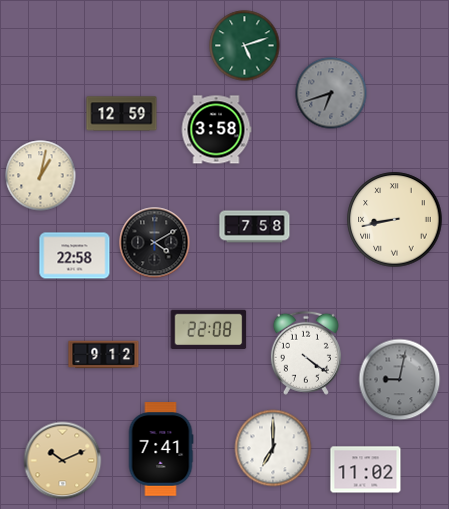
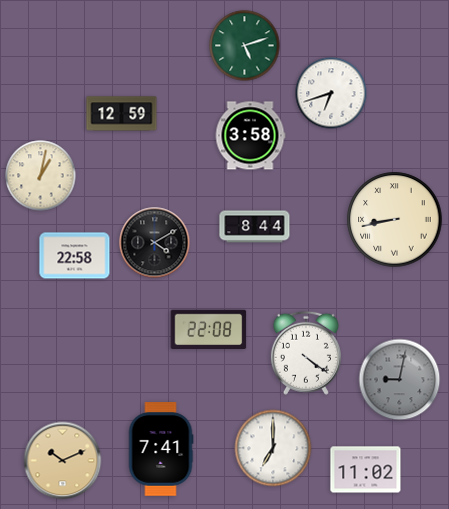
clock at (331, 93) dial: grey -> white
clock at (216, 130) position: (216, 130) -> (250, 136)
clock at (255, 227): 7:58 -> 8:44
clock at (104, 355): 9:12 -> none
